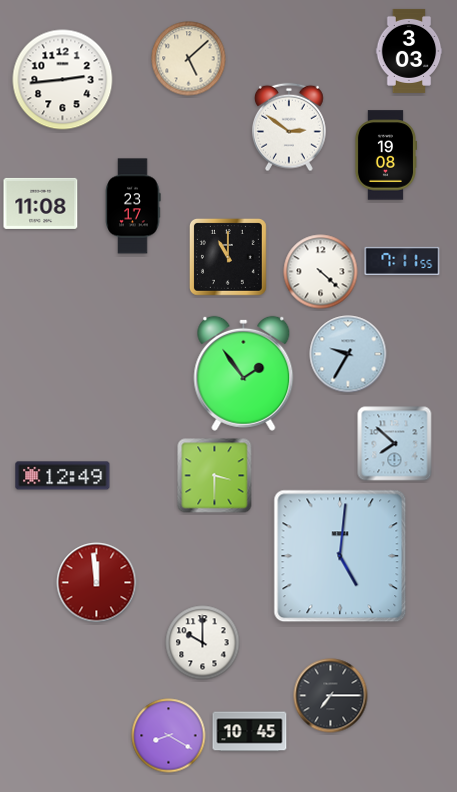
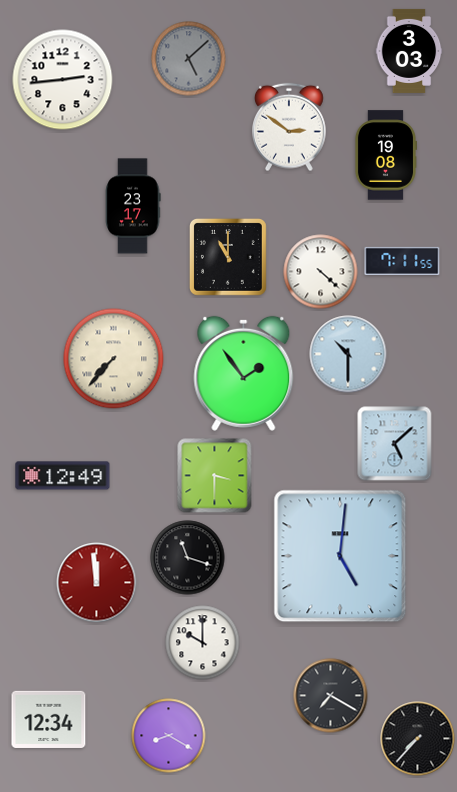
clock at (189, 59) dial: cream -> grey
clock at (41, 203): 11:08 -> none
clock at (348, 354): 9:35 -> 10:30
clock at (114, 359): none -> 7:37
clock at (395, 444): 7:52 -> 5:08
clock at (188, 558): none -> 11:18
clock at (331, 696): 7:15 -> 7:20
clock at (49, 719): none -> 12:34
clock at (250, 732): 10:45 -> none
clock at (418, 739): none -> 7:37
